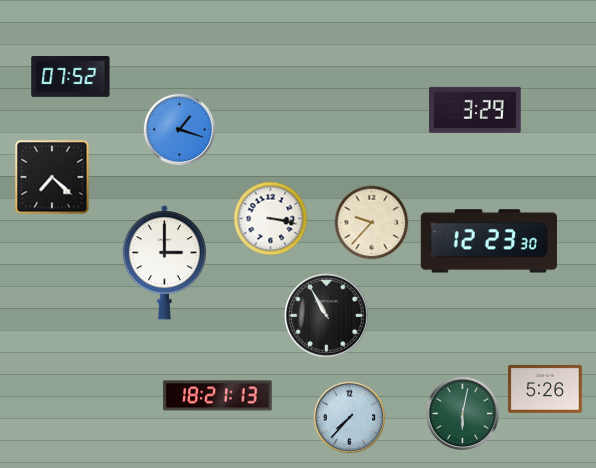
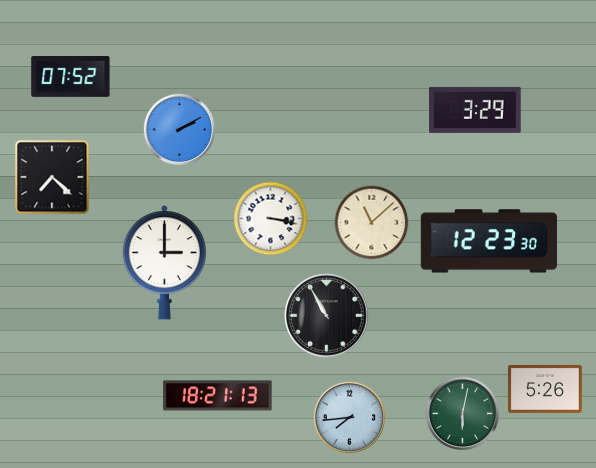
clock at (180, 130): 1:18 -> 2:10
clock at (372, 223): 9:37 -> 11:08
clock at (350, 418): 7:37 -> 7:44
